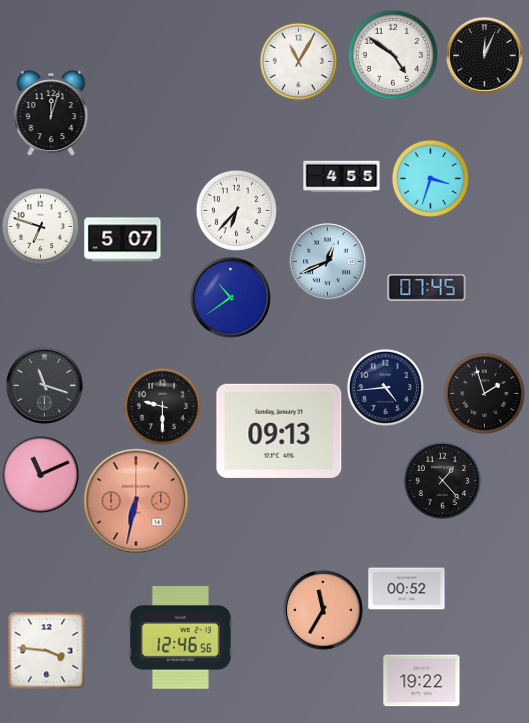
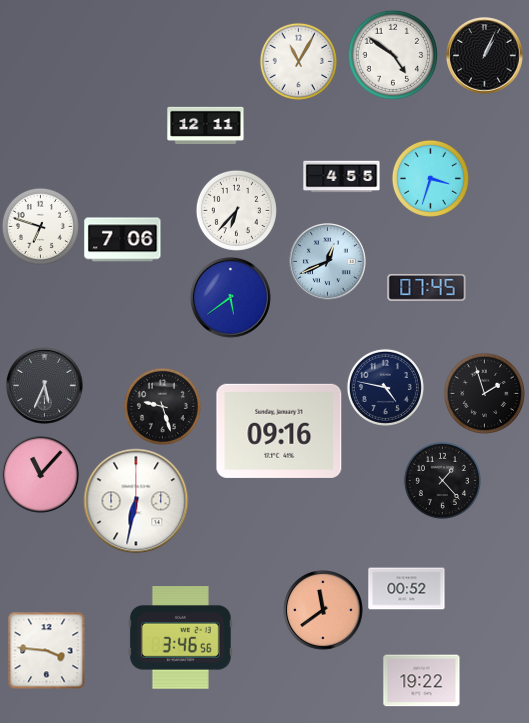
clock at (485, 56): 12:04 -> 1:04
clock at (51, 114): 12:03 -> none
clock at (206, 125): none -> 12:11
clock at (123, 240): 5:07 -> 7:06
clock at (230, 297): 10:39 -> 5:39
clock at (45, 386): 11:18 -> 5:34
clock at (385, 387): 4:44 -> 4:47
clock at (162, 406): 9:30 -> 9:27
clock at (279, 431): 09:13 -> 09:16
clock at (41, 475): 11:11 -> 11:07
clock at (136, 501) dial: salmon -> white
clock at (324, 611): 11:35 -> 11:39
clock at (180, 638): 12:46 -> 3:46
